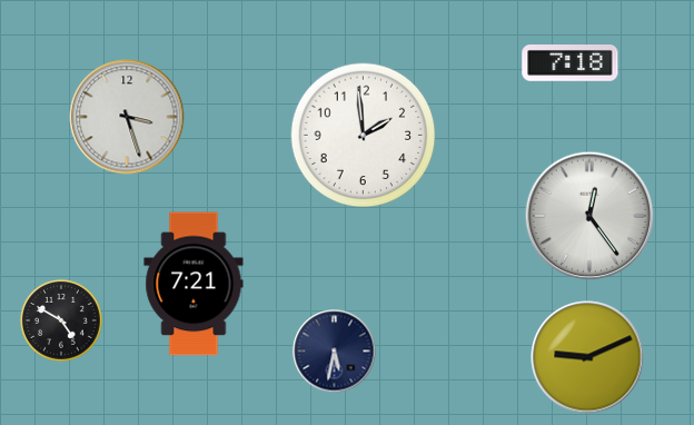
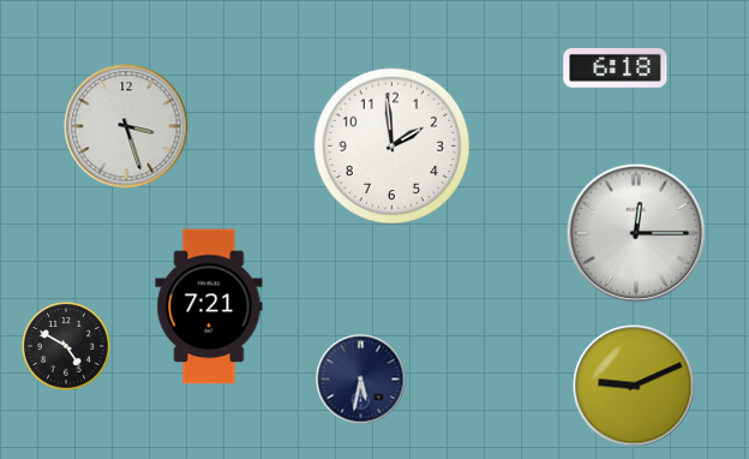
clock at (571, 63): 7:18 -> 6:18
clock at (127, 117) position: (127, 117) -> (126, 126)
clock at (589, 216): 12:24 -> 12:15
